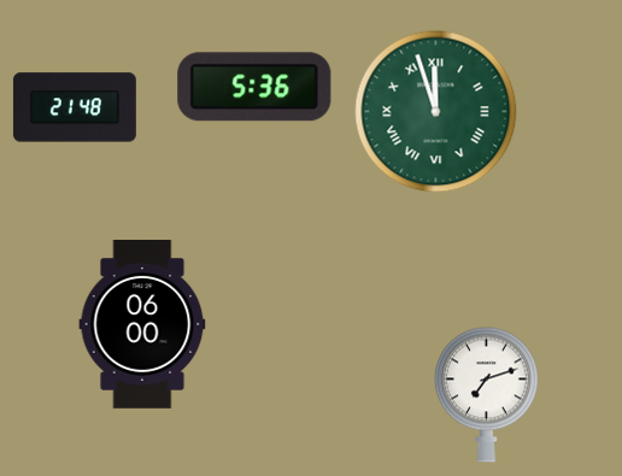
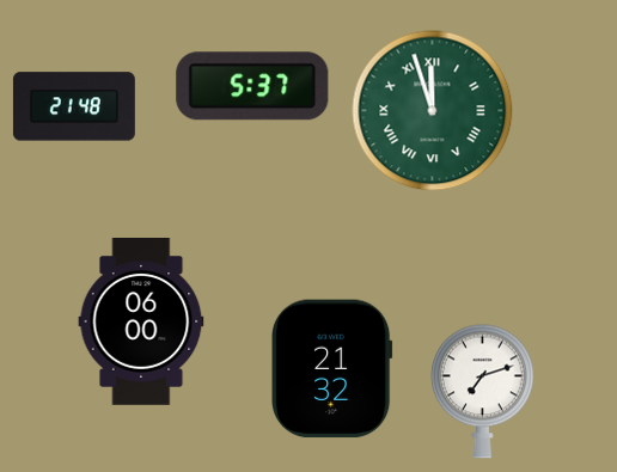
clock at (254, 87): 5:36 -> 5:37
clock at (332, 369): none -> 21:32
